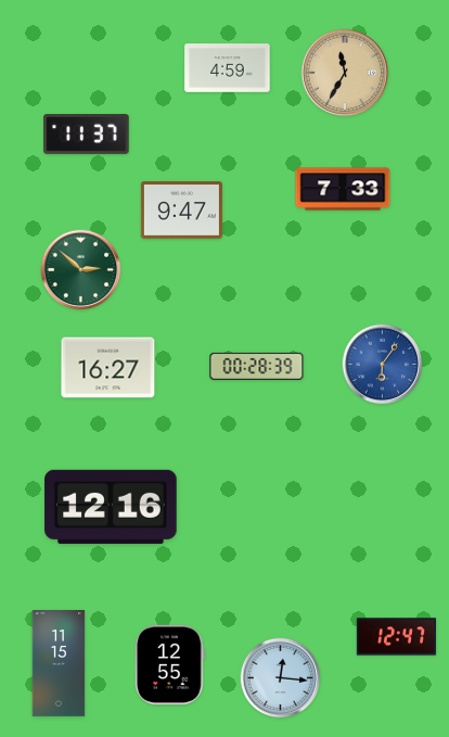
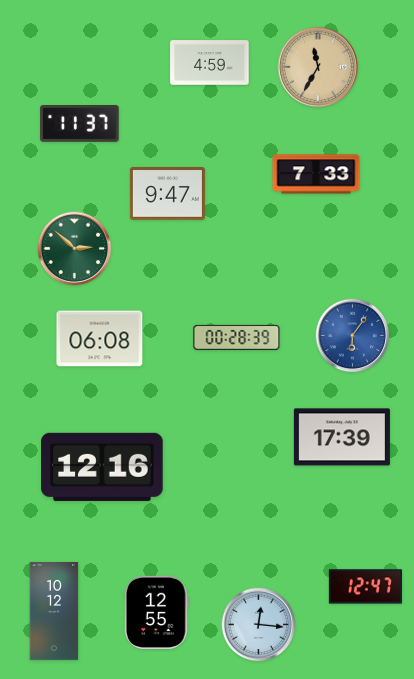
clock at (108, 368): 16:27 -> 06:08
clock at (342, 437): none -> 17:39
clock at (59, 664): 11:15 -> 10:12
